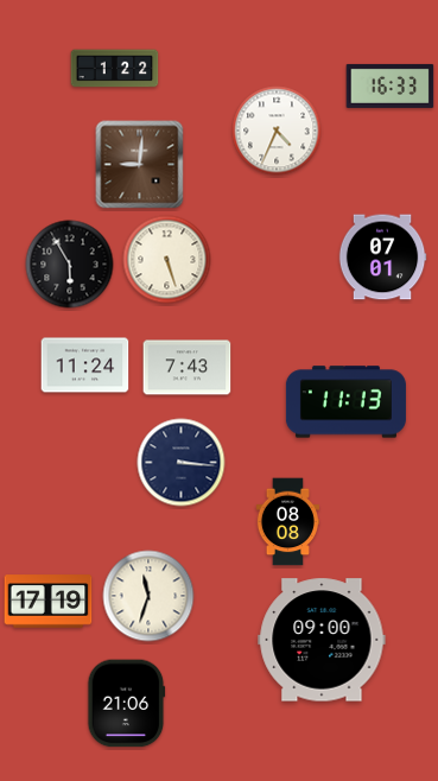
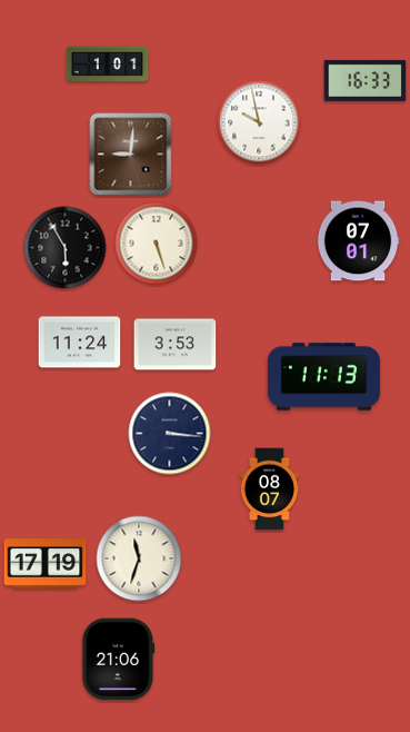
clock at (115, 69): 1:22 -> 1:01
clock at (277, 131): 4:34 -> 9:58
clock at (188, 368): 7:43 -> 3:53
clock at (287, 522): 08:08 -> 08:07
clock at (322, 640): 09:00 -> none
